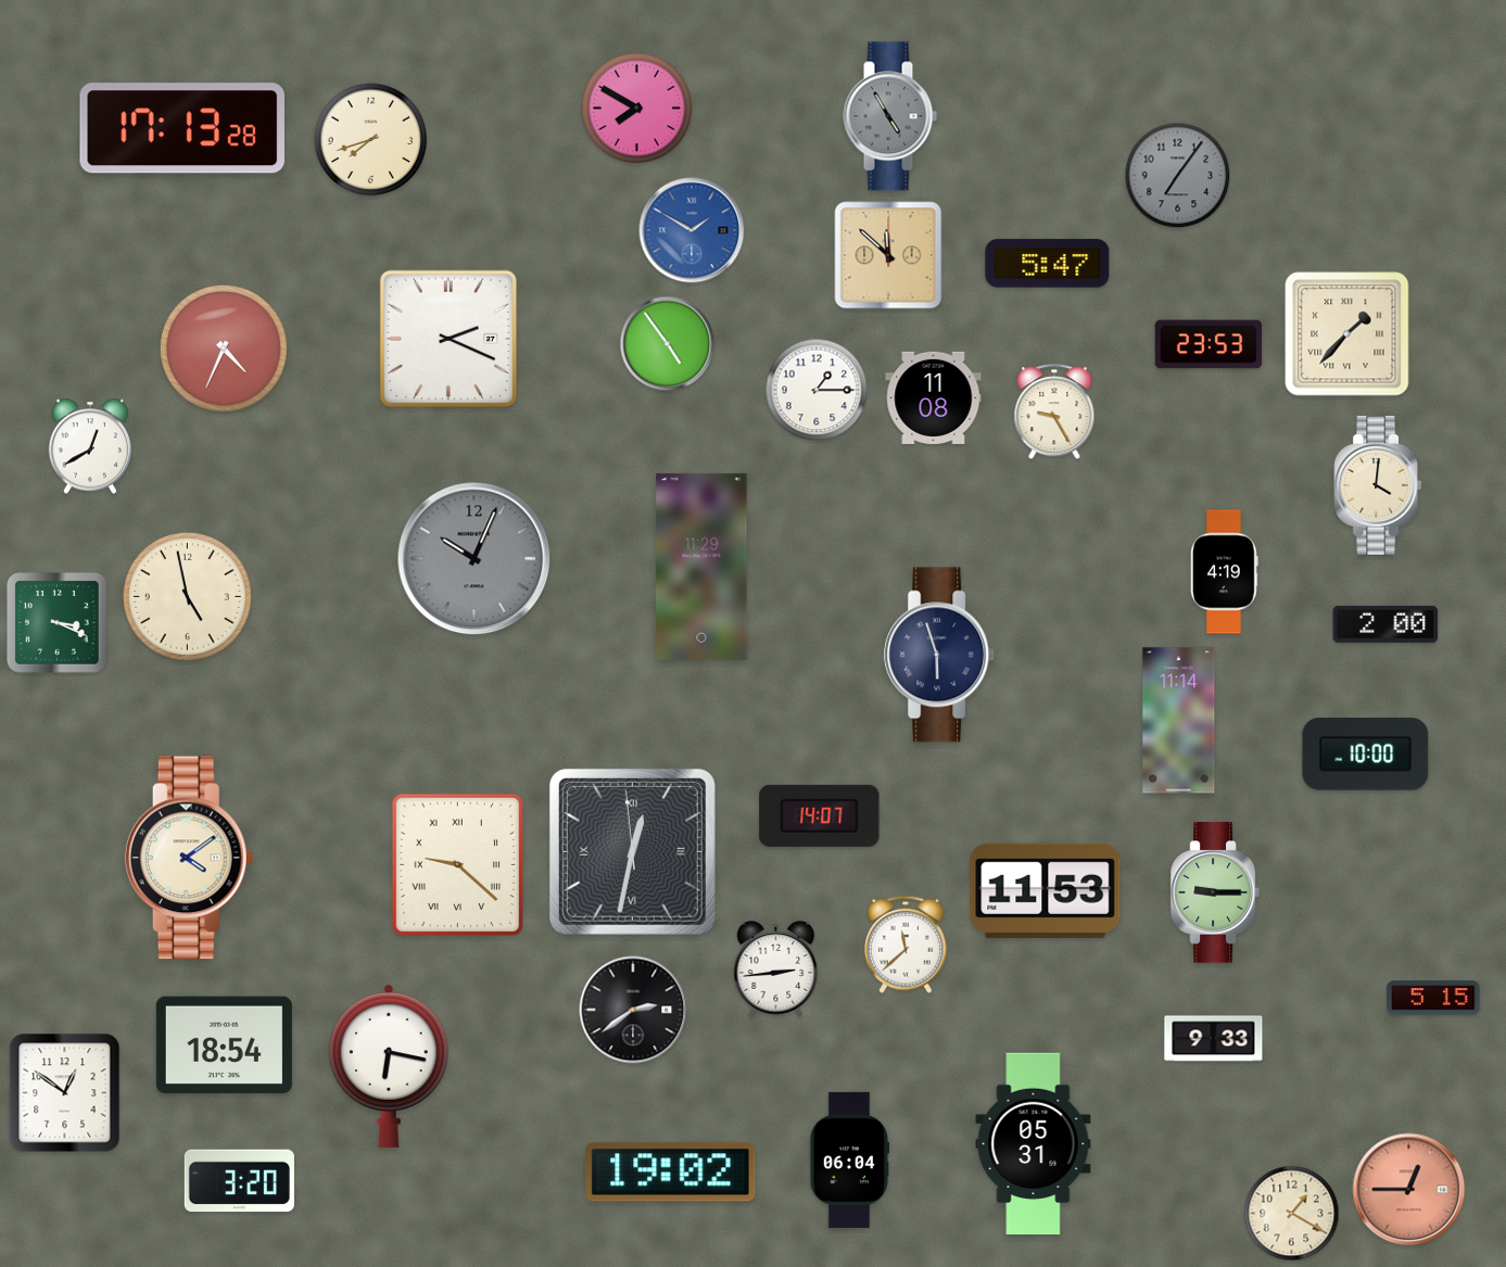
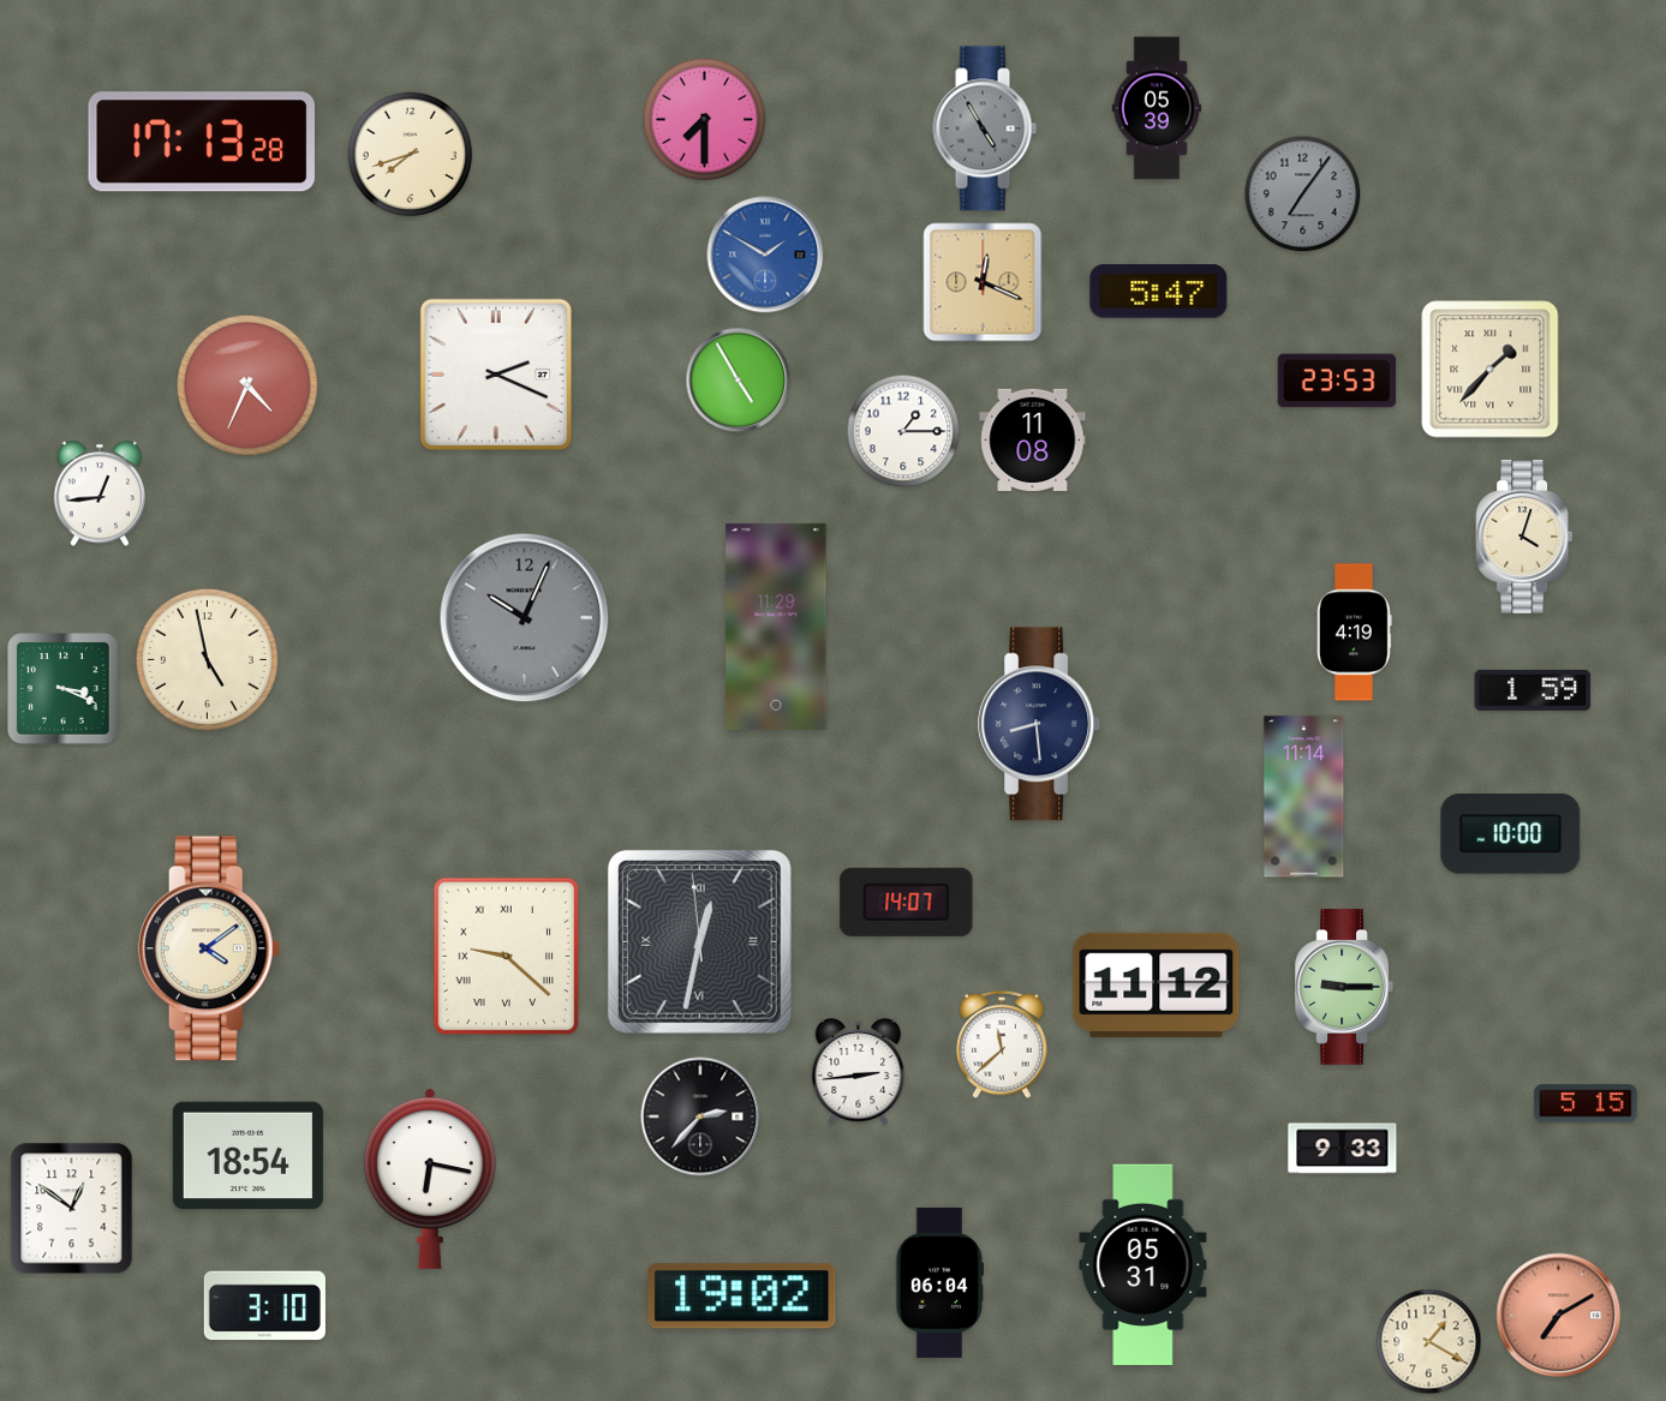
clock at (1157, 108): none -> 05:39
clock at (637, 109): 7:50 -> 7:30
clock at (888, 255): 11:52 -> 12:19
clock at (668, 344): 4:54 -> 4:55
clock at (1054, 413): 9:25 -> none
clock at (90, 446): 12:40 -> 12:44
clock at (1378, 485): 4:01 -> 4:03
clock at (1385, 624): 2:00 -> 1:59
clock at (940, 655): 5:57 -> 8:29
clock at (1046, 890): 11:53 -> 11:12
clock at (633, 1010): 2:39 -> 2:37
clock at (239, 1181): 3:20 -> 3:10
clock at (1409, 1190): 12:45 -> 7:10
